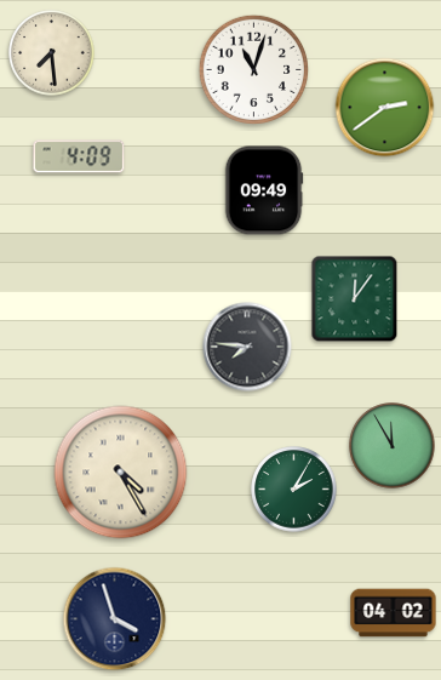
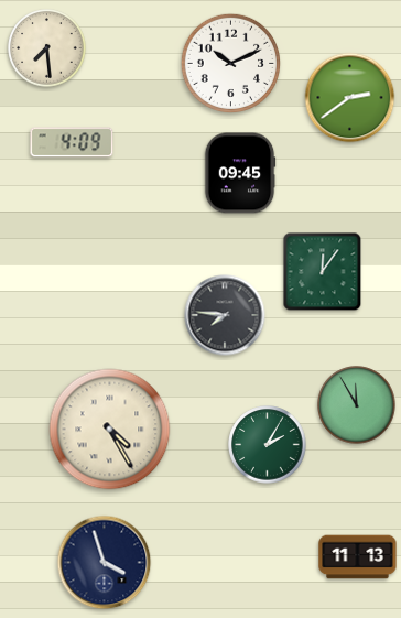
clock at (254, 70): 11:03 -> 10:11
clock at (264, 190): 09:49 -> 09:45
clock at (394, 613): 04:02 -> 11:13
